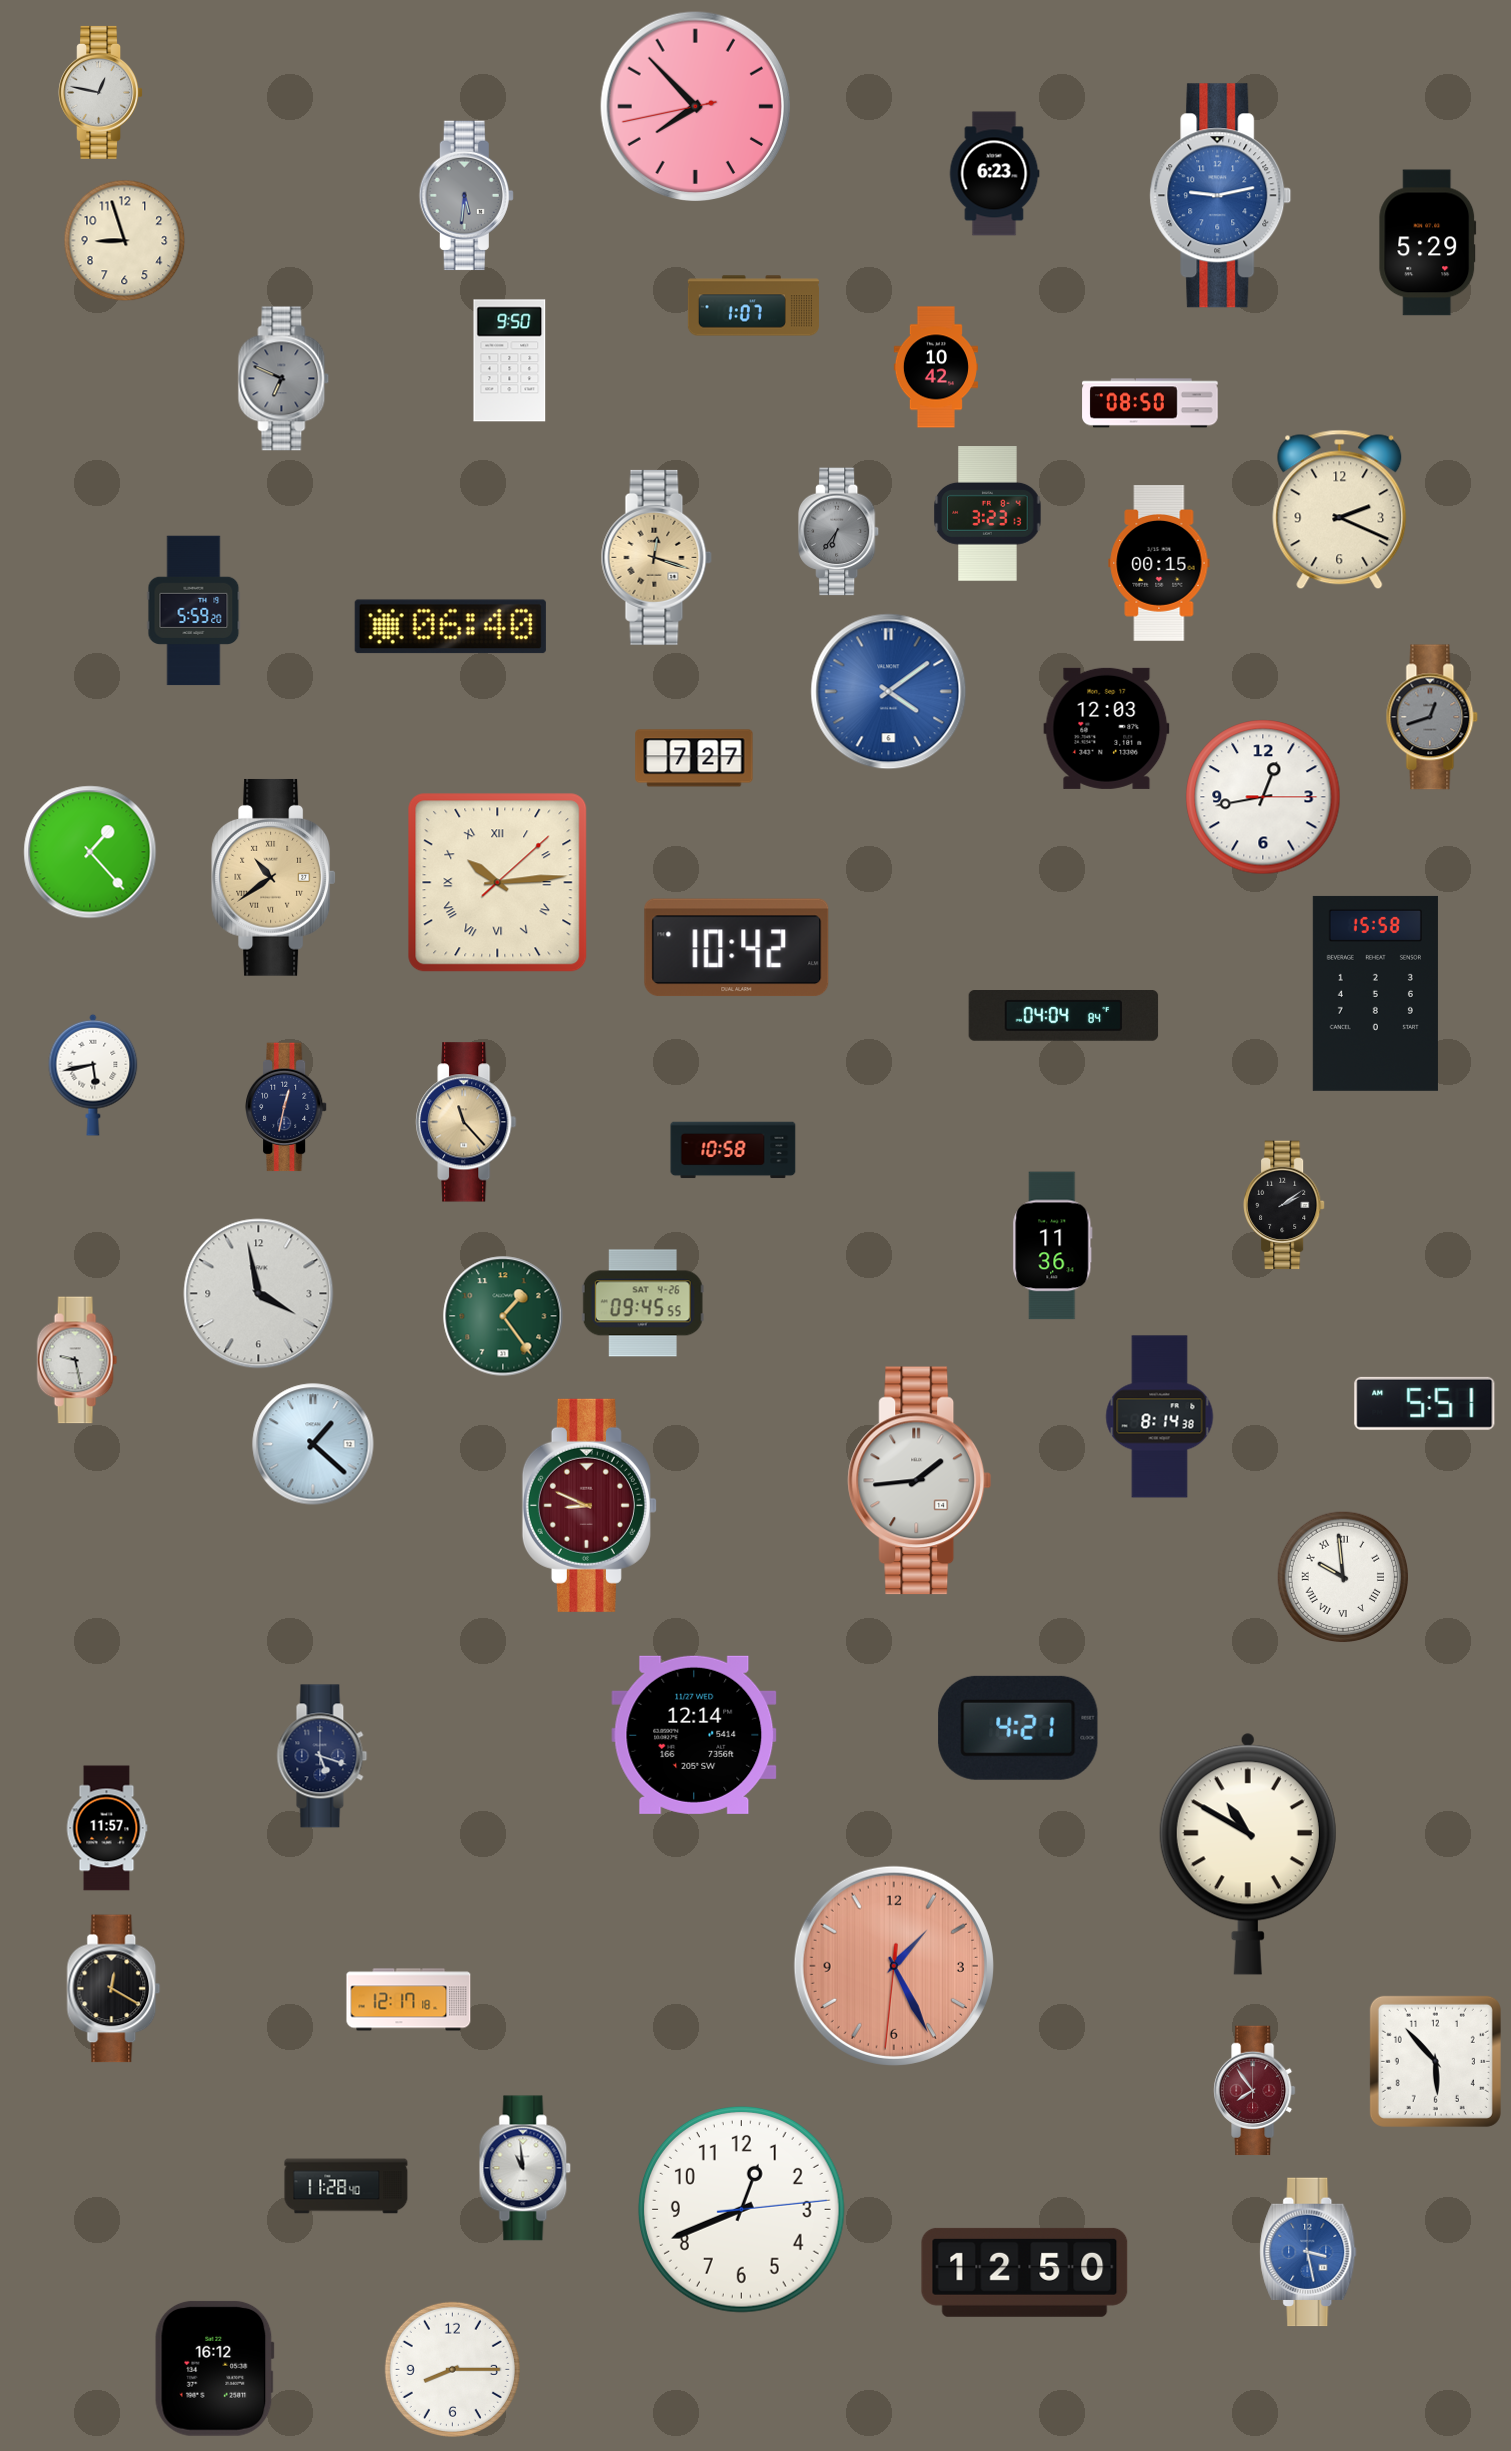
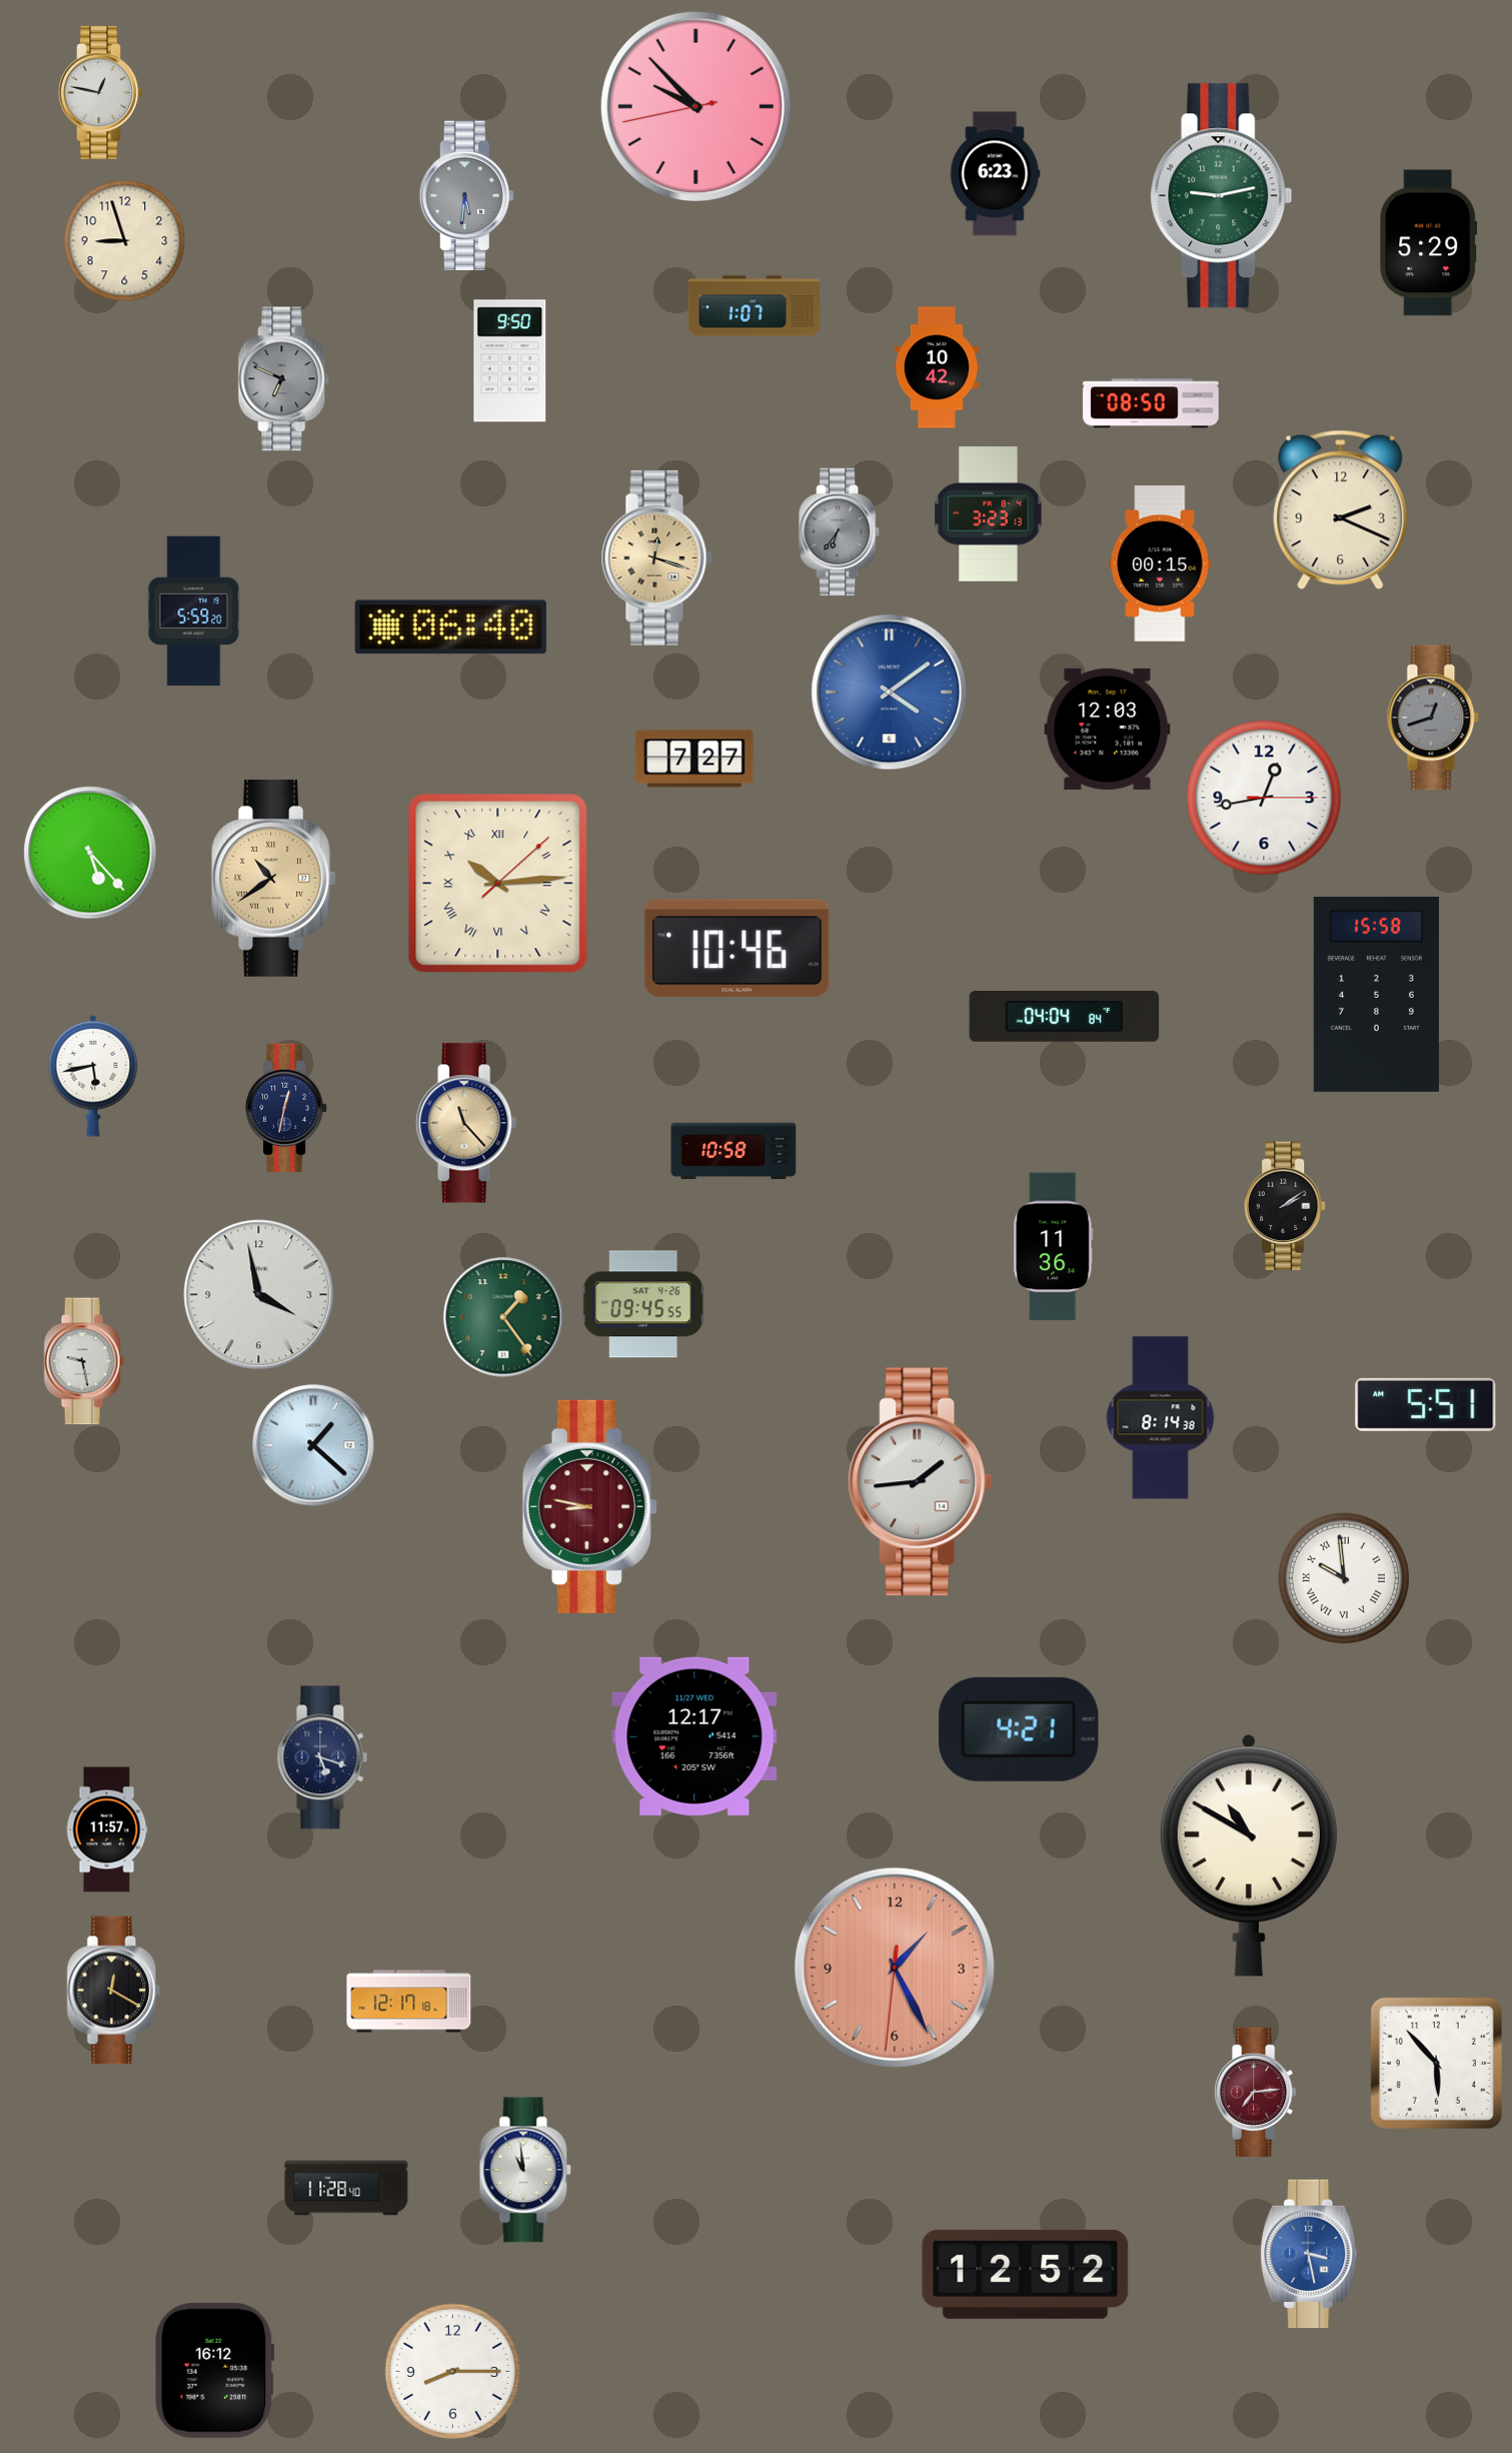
clock at (695, 106): 7:52 -> 9:52
clock at (1221, 196) dial: blue -> green
clock at (90, 852): 1:23 -> 5:23
clock at (737, 948): 10:42 -> 10:46
clock at (77, 1360) position: (77, 1360) -> (84, 1361)
clock at (589, 1505): 8:49 -> 8:47
clock at (694, 1735): 12:14 -> 12:17
clock at (1255, 2091): 7:54 -> 7:14
clock at (741, 2209): 12:41 -> none
clock at (1025, 2272): 12:50 -> 12:52
